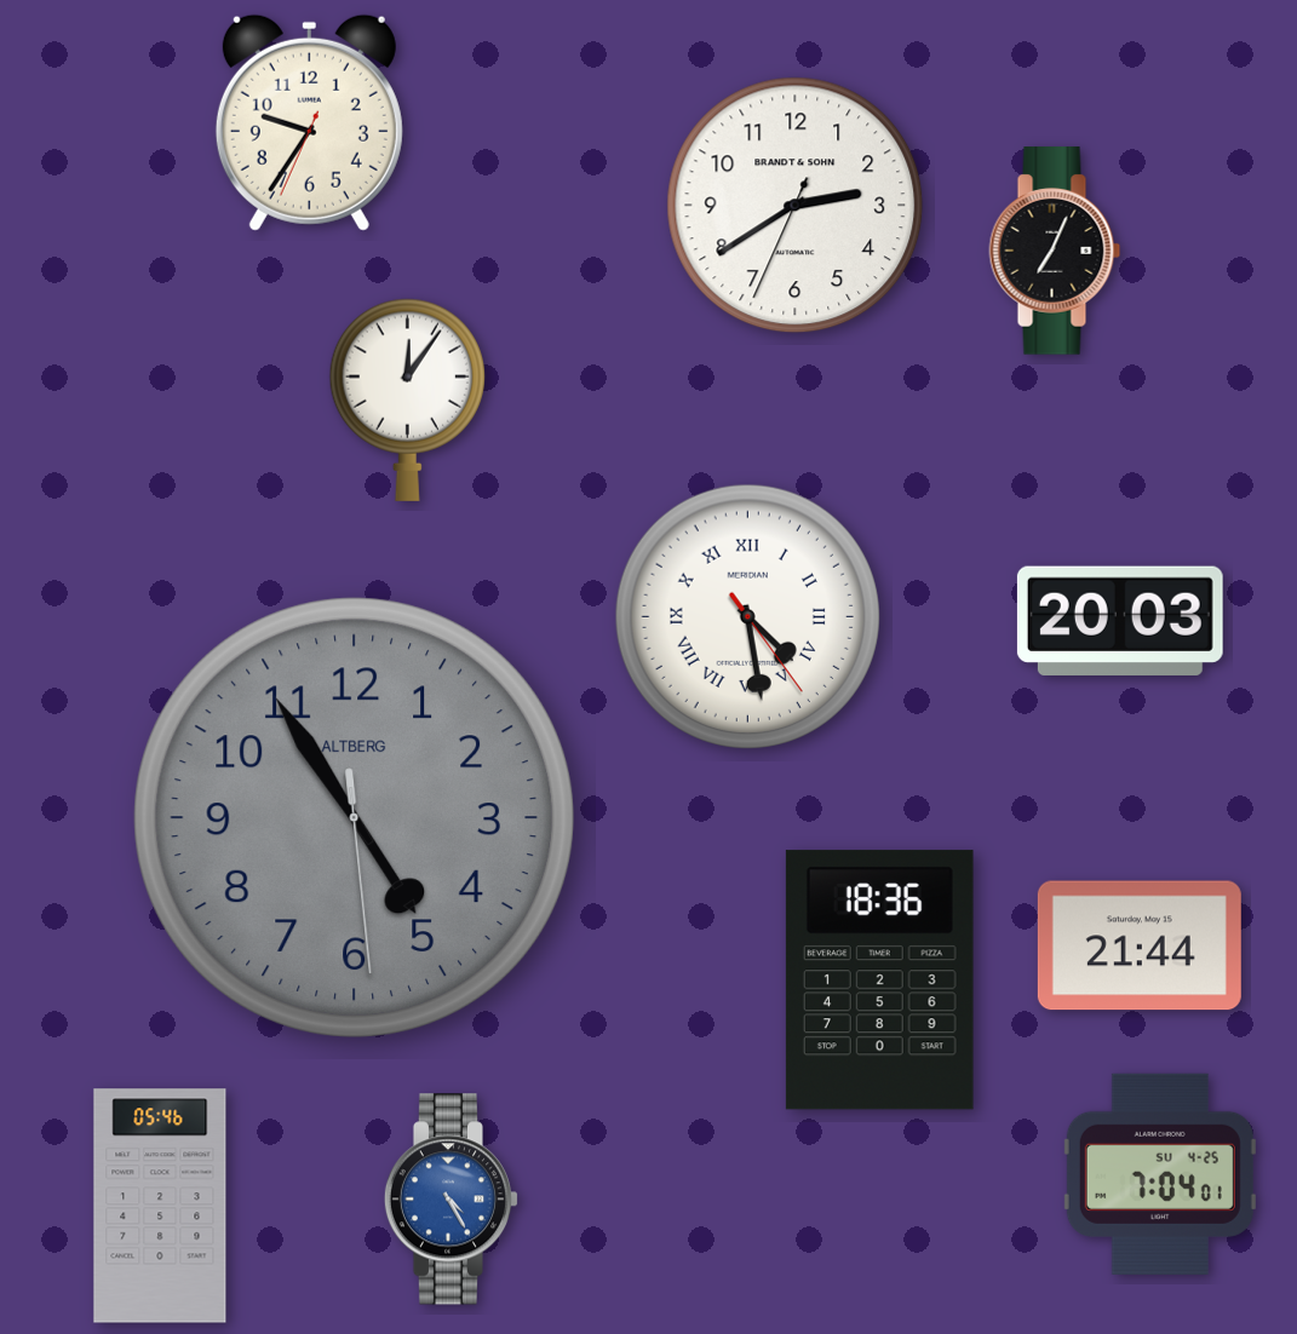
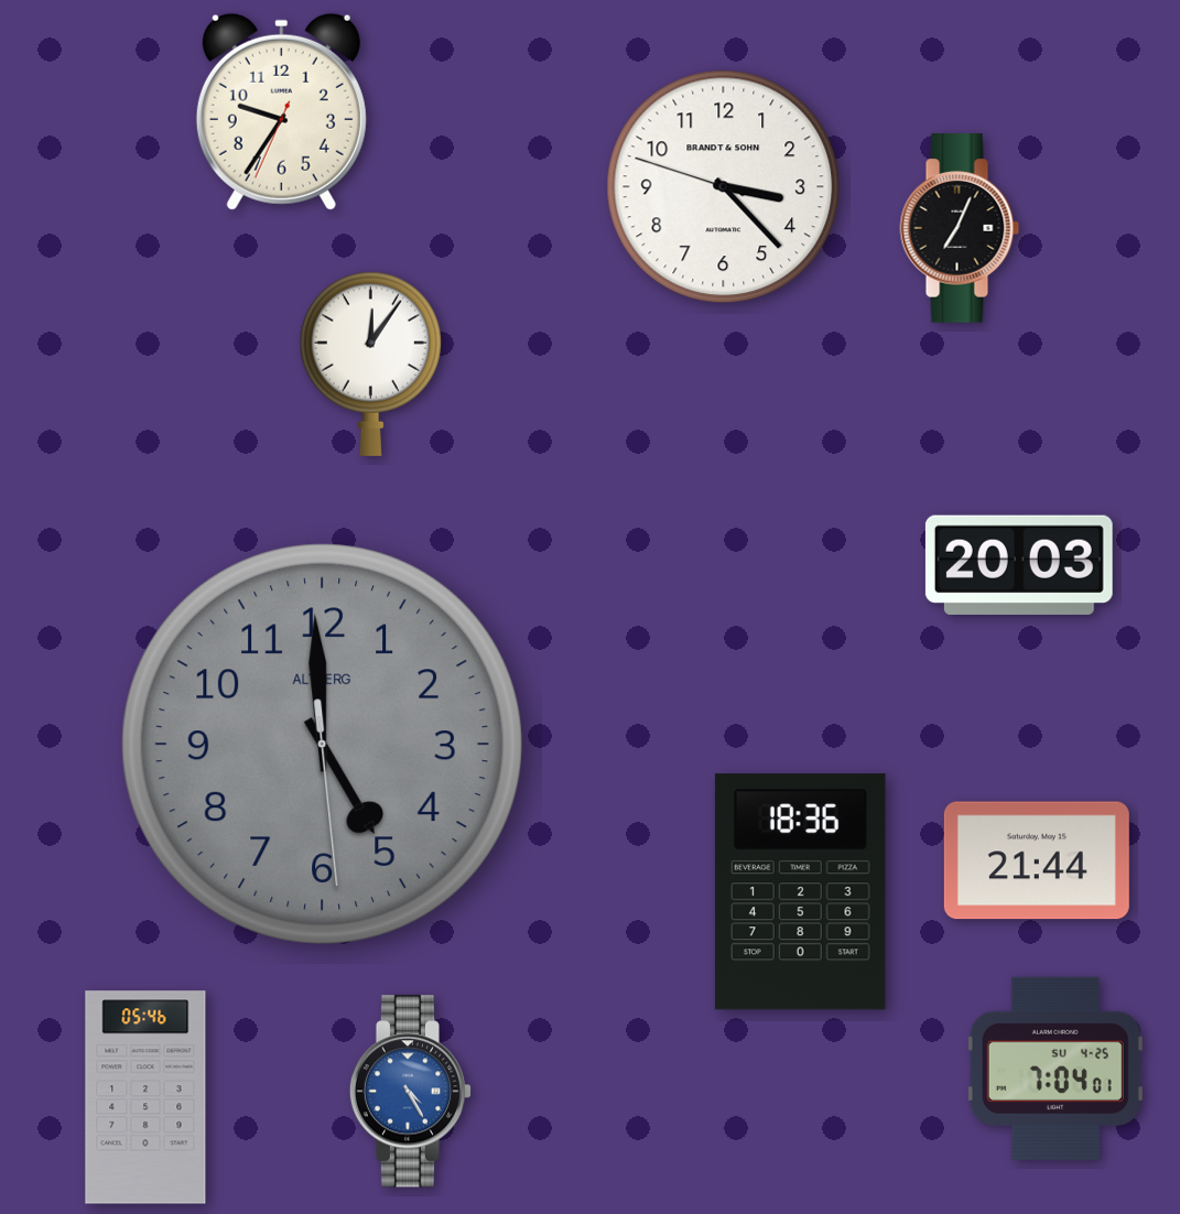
clock at (796, 206): 2:39 -> 3:22
clock at (747, 616): 4:28 -> none
clock at (354, 817): 4:54 -> 4:59
